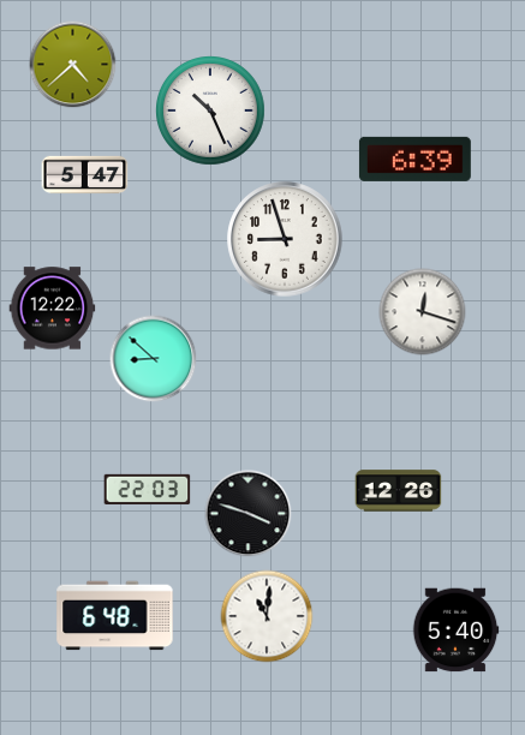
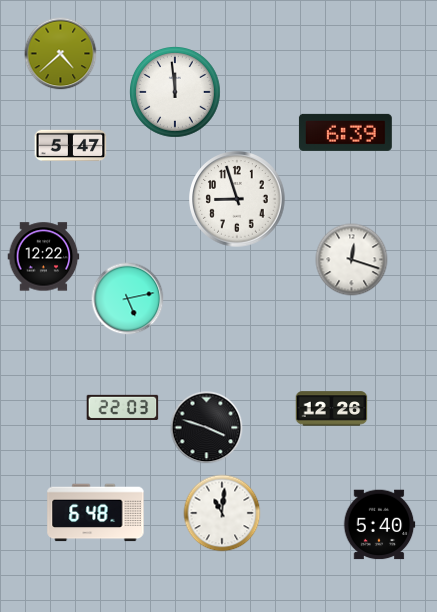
clock at (211, 112): 10:26 -> 11:59
clock at (154, 359): 8:52 -> 5:13
